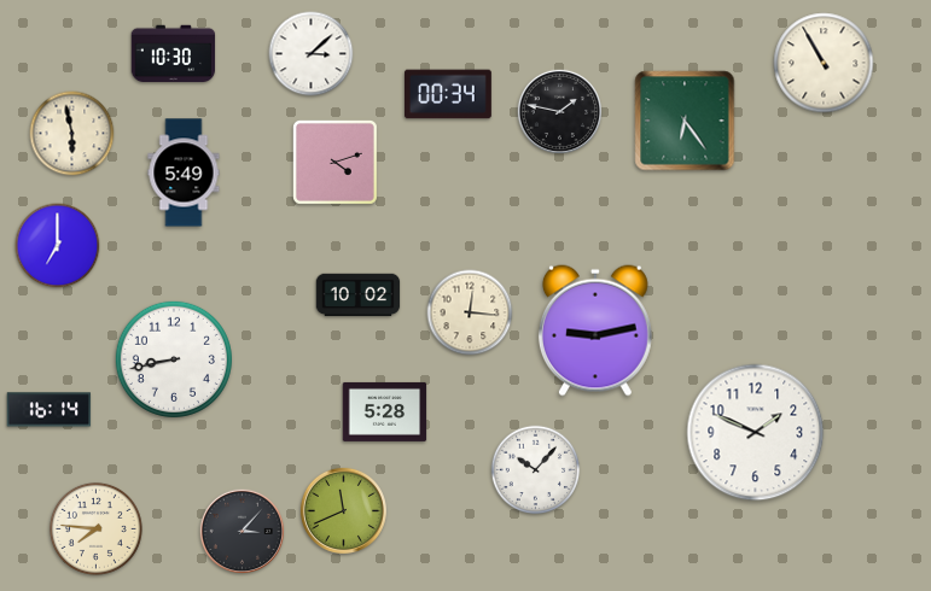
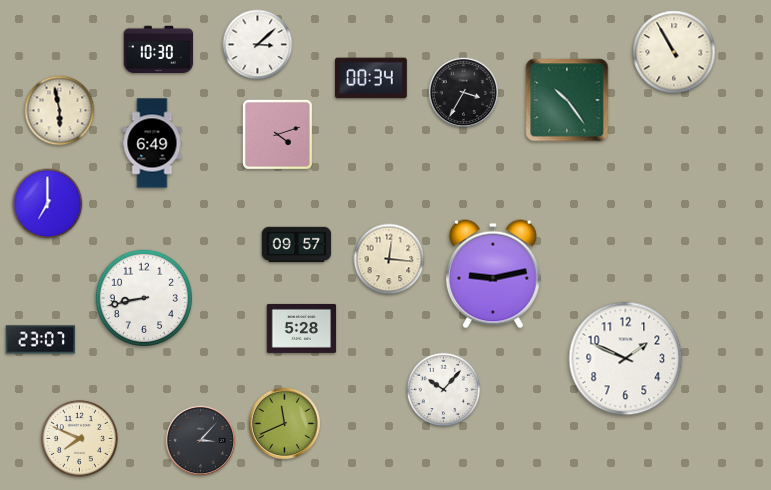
clock at (174, 54) position: (174, 54) -> (159, 50)
clock at (824, 63) position: (824, 63) -> (674, 52)
clock at (559, 111): 1:47 -> 3:35
clock at (685, 121): 6:24 -> 10:24
clock at (184, 172): 5:49 -> 6:49
clock at (359, 295): 10:02 -> 09:57
clock at (50, 410): 16:14 -> 23:07
clock at (385, 411) position: (385, 411) -> (302, 328)
clock at (95, 528): 7:46 -> 7:49
